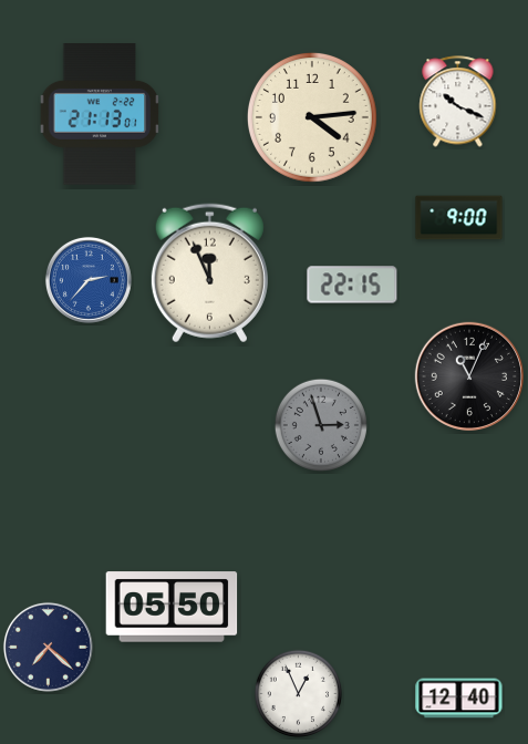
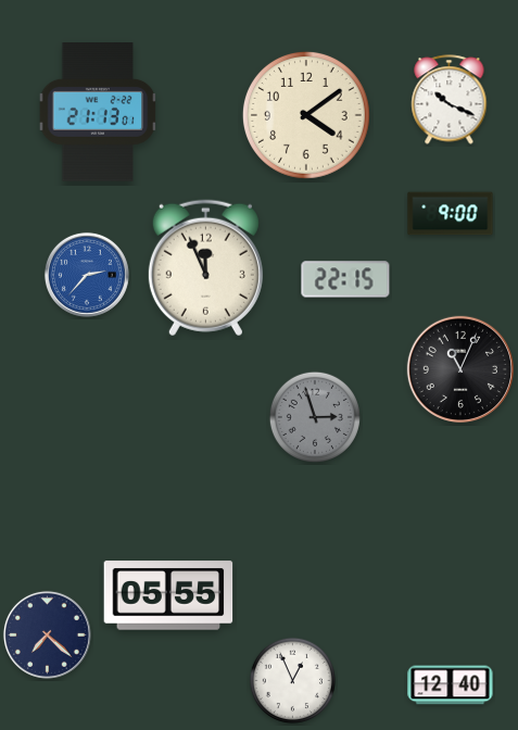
clock at (312, 117): 4:14 -> 4:09
clock at (172, 607): 05:50 -> 05:55
